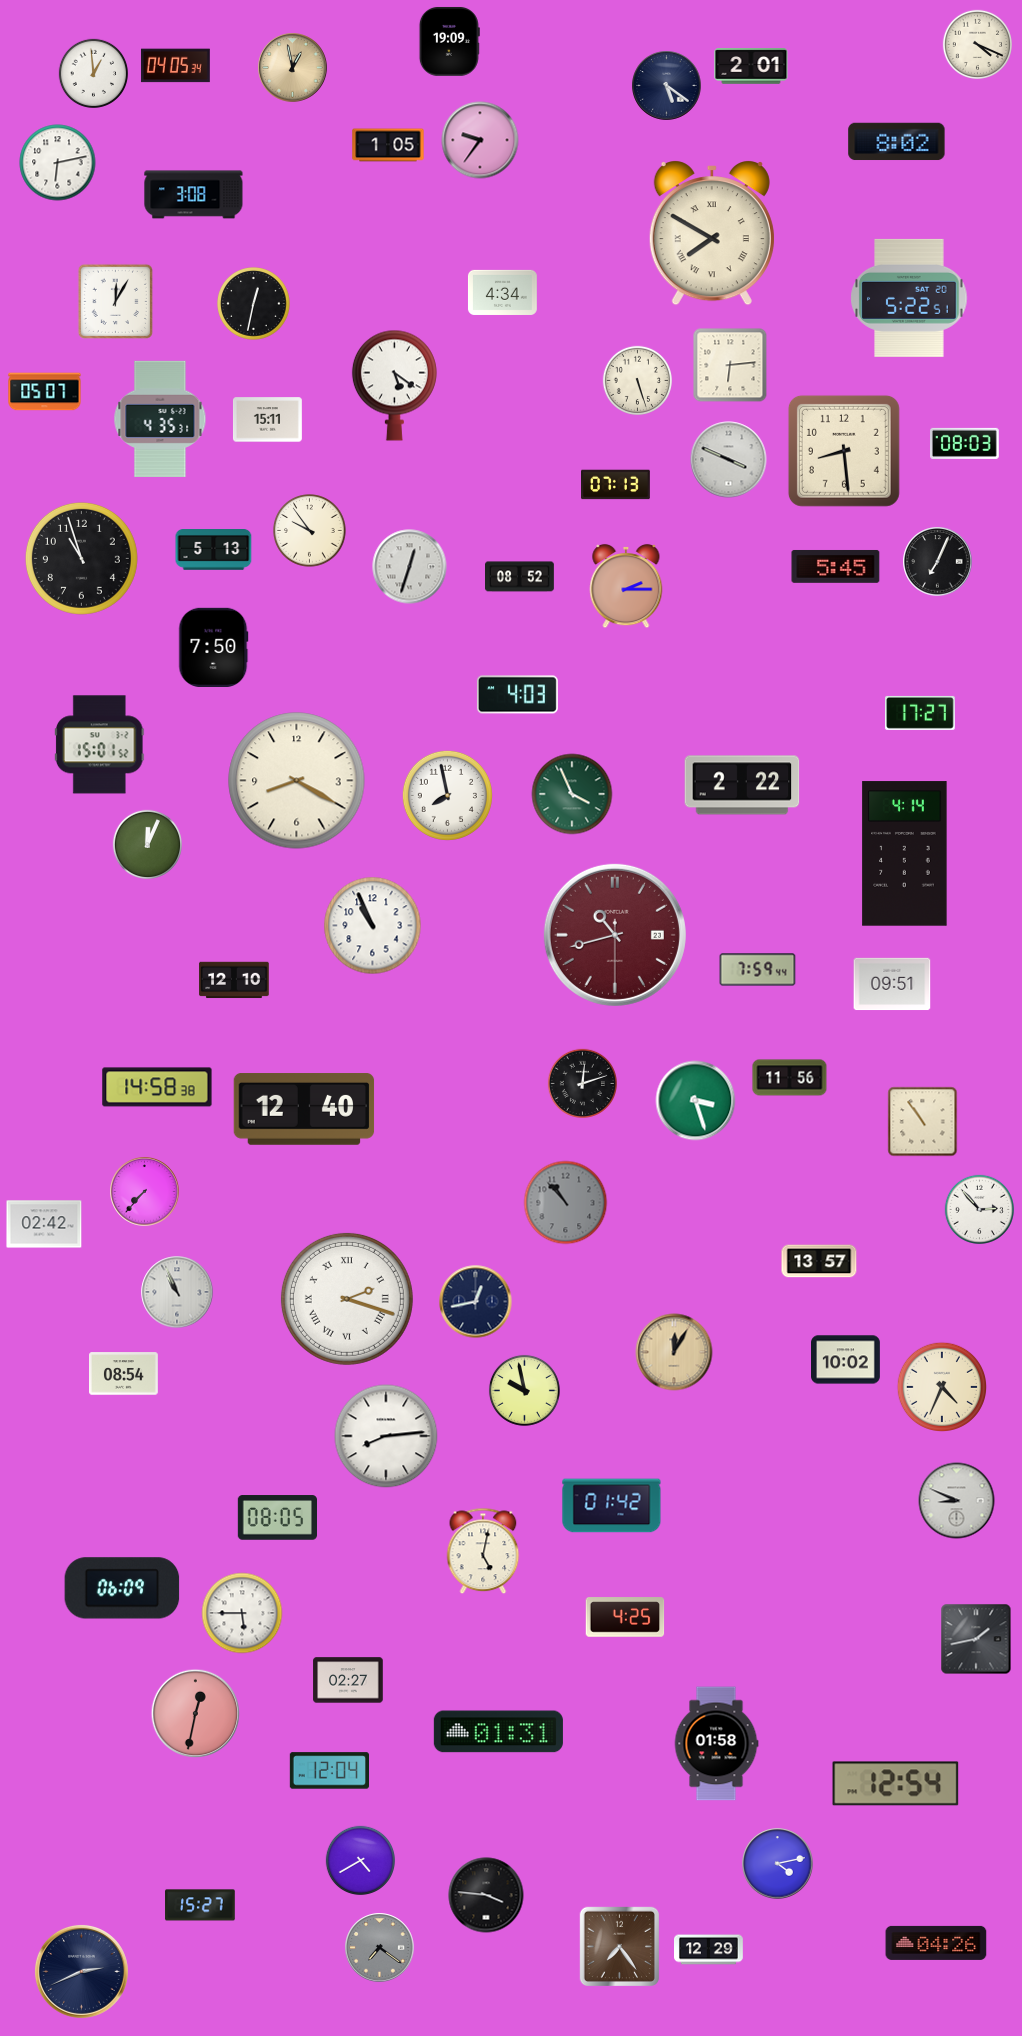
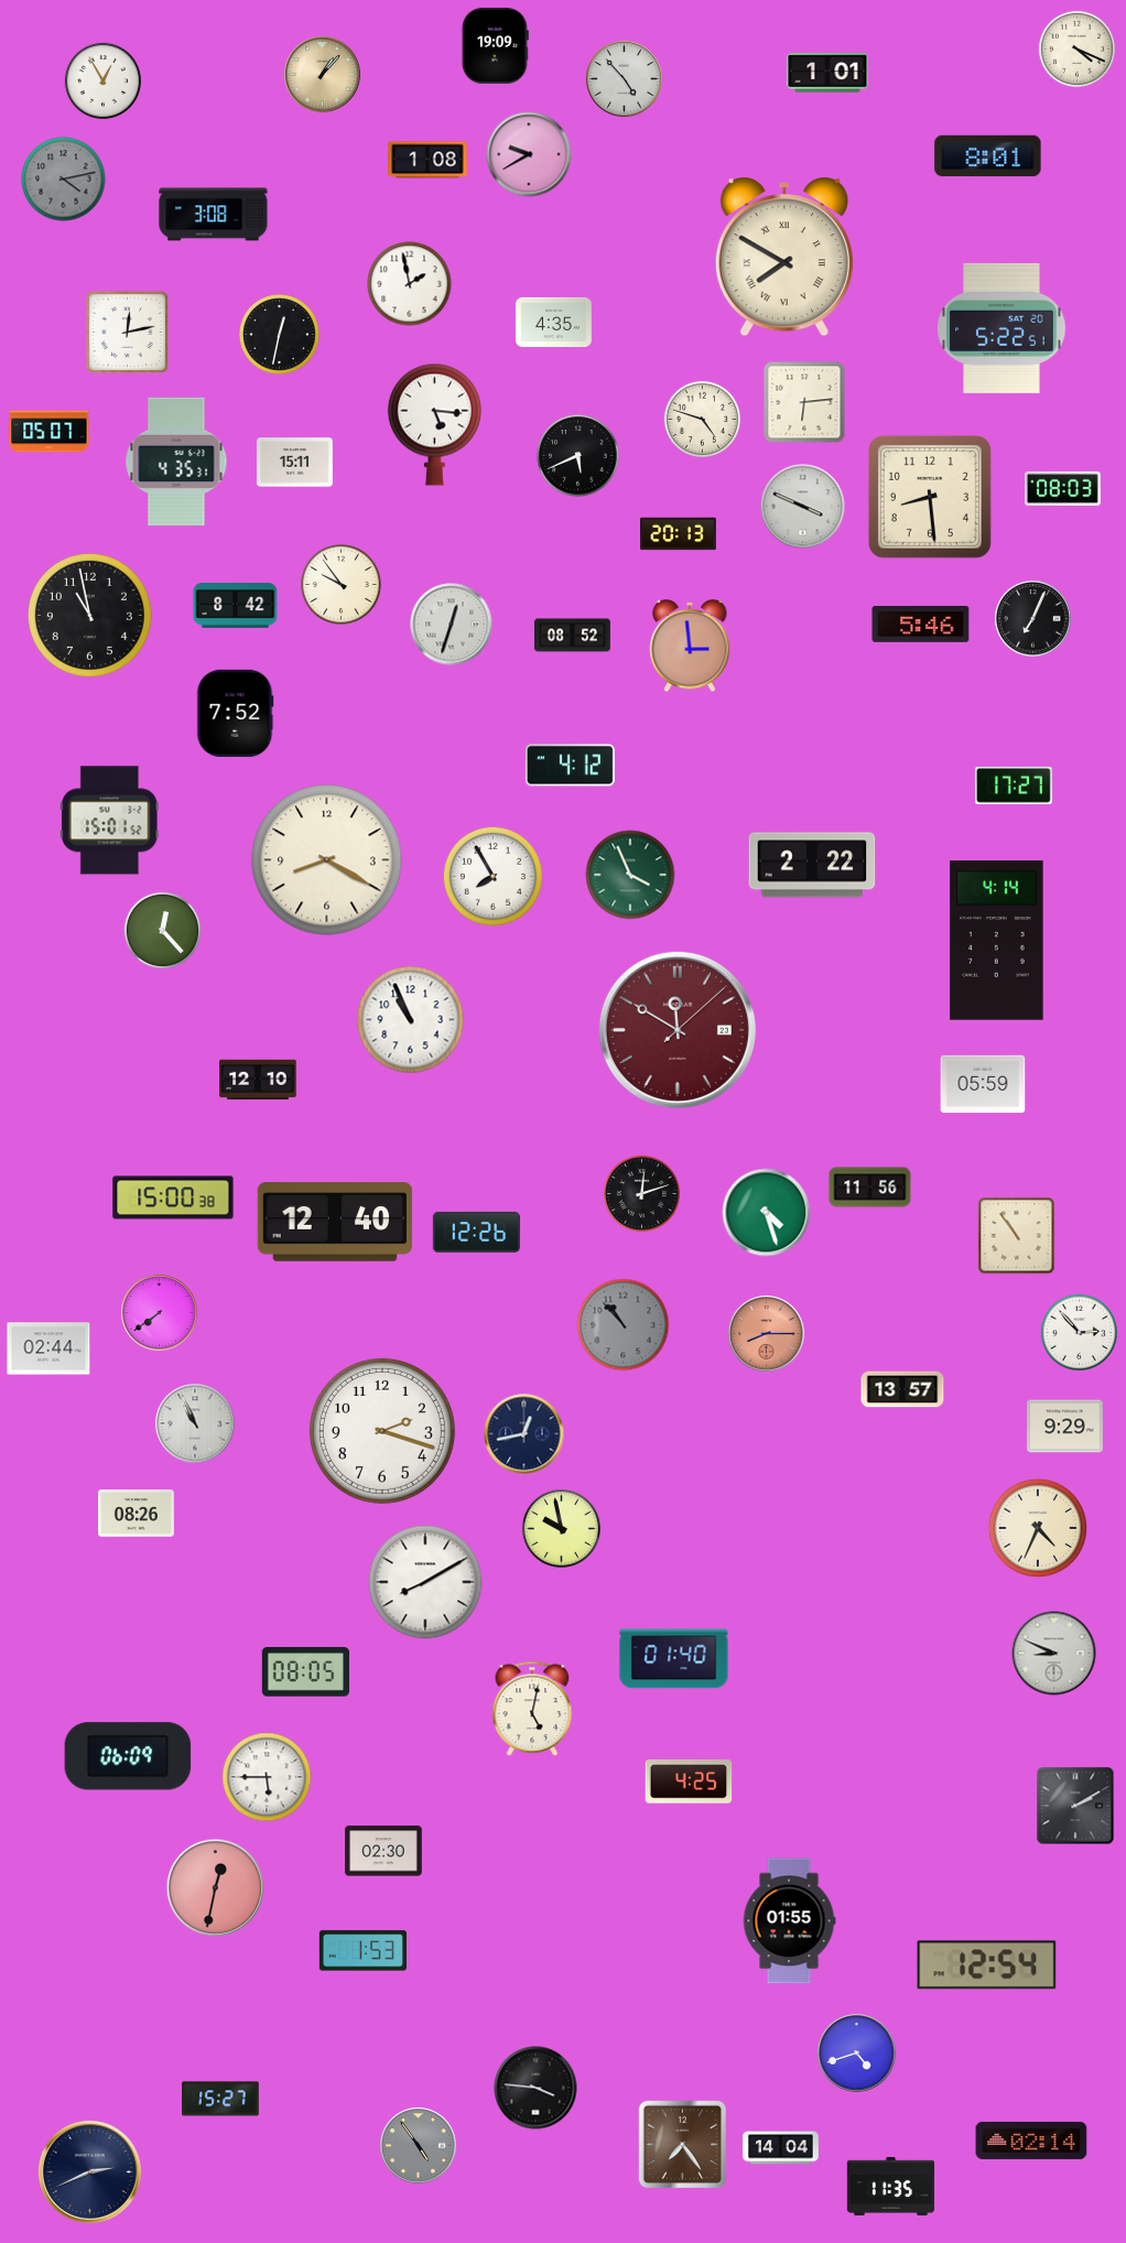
clock at (175, 66): 04:05 -> none
clock at (751, 66): 2:01 -> 1:01
clock at (293, 68): 12:58 -> 1:07
clock at (625, 79): none -> 4:53
clock at (93, 73): 12:59 -> 12:55
clock at (667, 86): 5:21 -> none
clock at (480, 140): 9:36 -> 9:40
clock at (897, 142): 8:02 -> 8:01
clock at (388, 145): 1:05 -> 1:08
clock at (58, 163): 6:13 -> 4:13
clock at (58, 163) dial: white -> grey
clock at (410, 284): none -> 1:58
clock at (503, 292): 4:34 -> 4:35
clock at (115, 301): 12:05 -> 12:13
clock at (637, 380): 5:27 -> 4:48
clock at (394, 385): 5:21 -> 5:16
clock at (578, 456): none -> 5:41
clock at (616, 485): 07:13 -> 20:13
clock at (214, 550): 5:13 -> 8:42
clock at (81, 558): 10:57 -> 10:58
clock at (836, 566): 5:45 -> 5:46
clock at (626, 586): 2:15 -> 2:59
clock at (214, 647): 7:50 -> 7:52
clock at (517, 695): 4:03 -> 4:12
clock at (742, 785) position: (742, 785) -> (812, 865)
clock at (447, 795): 7:58 -> 7:55
clock at (147, 844): 12:04 -> 12:23
clock at (615, 935): 10:42 -> 11:50
clock at (758, 970): 7:59 -> none
clock at (892, 984): 09:51 -> 05:59
clock at (157, 1087): 14:58 -> 15:00
clock at (696, 1101): 3:27 -> 4:27
clock at (476, 1232): none -> 12:26
clock at (145, 1192): 7:37 -> 7:39
clock at (767, 1334): none -> 8:15
clock at (44, 1224): 02:42 -> 02:44
clock at (1065, 1427): none -> 9:29
clock at (347, 1299) numerals: Roman -> Arabic
clock at (674, 1352): 12:05 -> none
clock at (846, 1360): 10:02 -> none
clock at (124, 1374): 08:54 -> 08:26
clock at (524, 1390) position: (524, 1390) -> (561, 1528)
clock at (386, 1436): 8:14 -> 8:10
clock at (612, 1506): 01:42 -> 01:40
clock at (122, 1588) position: (122, 1588) -> (128, 1756)
clock at (976, 1639): 1:43 -> 2:10
clock at (348, 1680): 02:27 -> 02:30
clock at (498, 1732): 01:31 -> none
clock at (716, 1744): 01:58 -> 01:55
clock at (329, 1771): 12:04 -> 1:53
clock at (360, 1860): 4:40 -> none
clock at (778, 1864): 4:13 -> 4:42
clock at (936, 1943): 04:26 -> 02:14
clock at (380, 1948): 7:21 -> 4:54
clock at (709, 1950): 12:29 -> 14:04
clock at (891, 2186): none -> 11:35
